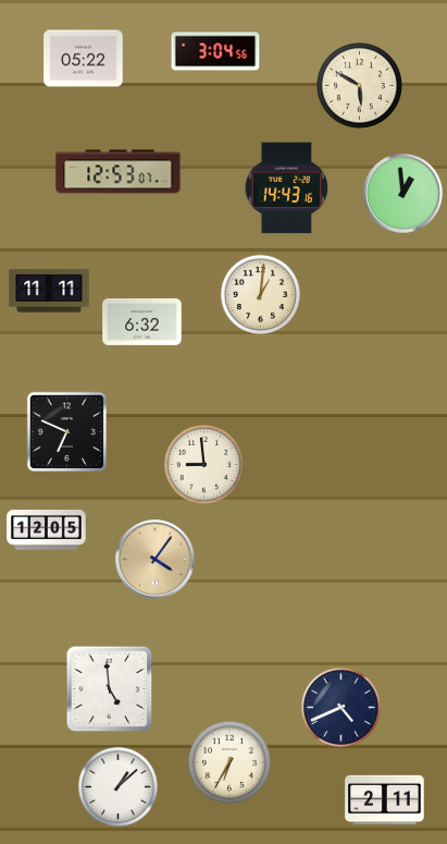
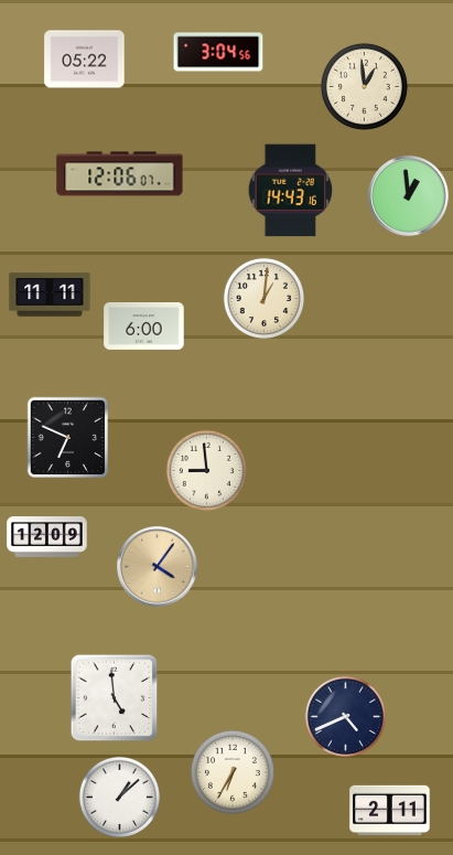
clock at (359, 85): 5:50 -> 12:59
clock at (119, 172): 12:53 -> 12:06
clock at (142, 322): 6:32 -> 6:00
clock at (47, 530): 12:05 -> 12:09
clock at (110, 689) position: (110, 689) -> (115, 698)
